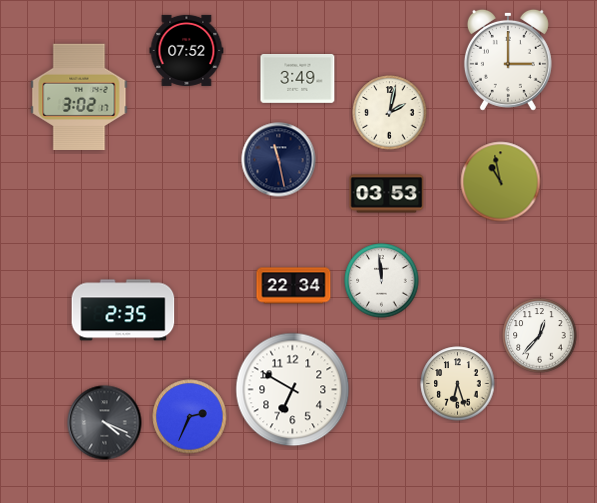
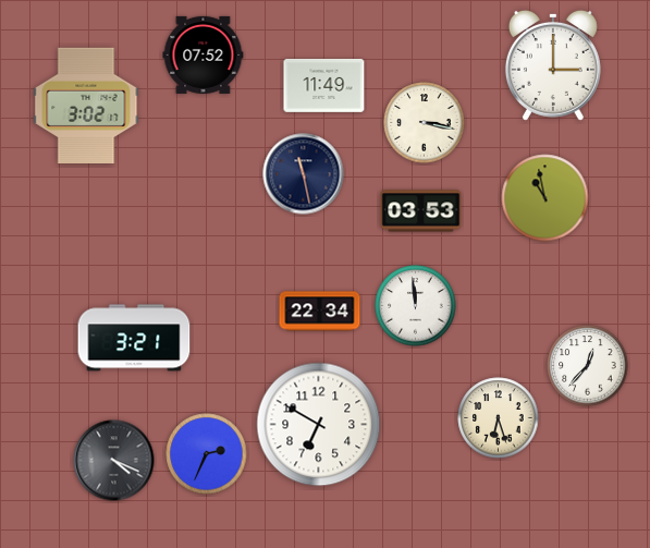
clock at (298, 79): 3:49 -> 11:49
clock at (390, 113): 2:02 -> 3:17
clock at (123, 310): 2:35 -> 3:21
